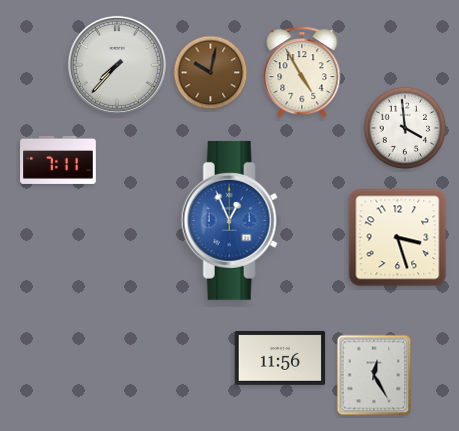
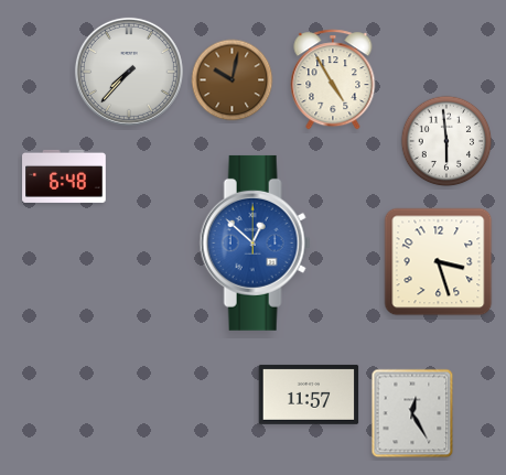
clock at (405, 128): 3:59 -> 5:59
clock at (58, 160): 7:11 -> 6:48
clock at (231, 220): 12:56 -> 12:52
clock at (280, 358): 11:56 -> 11:57
